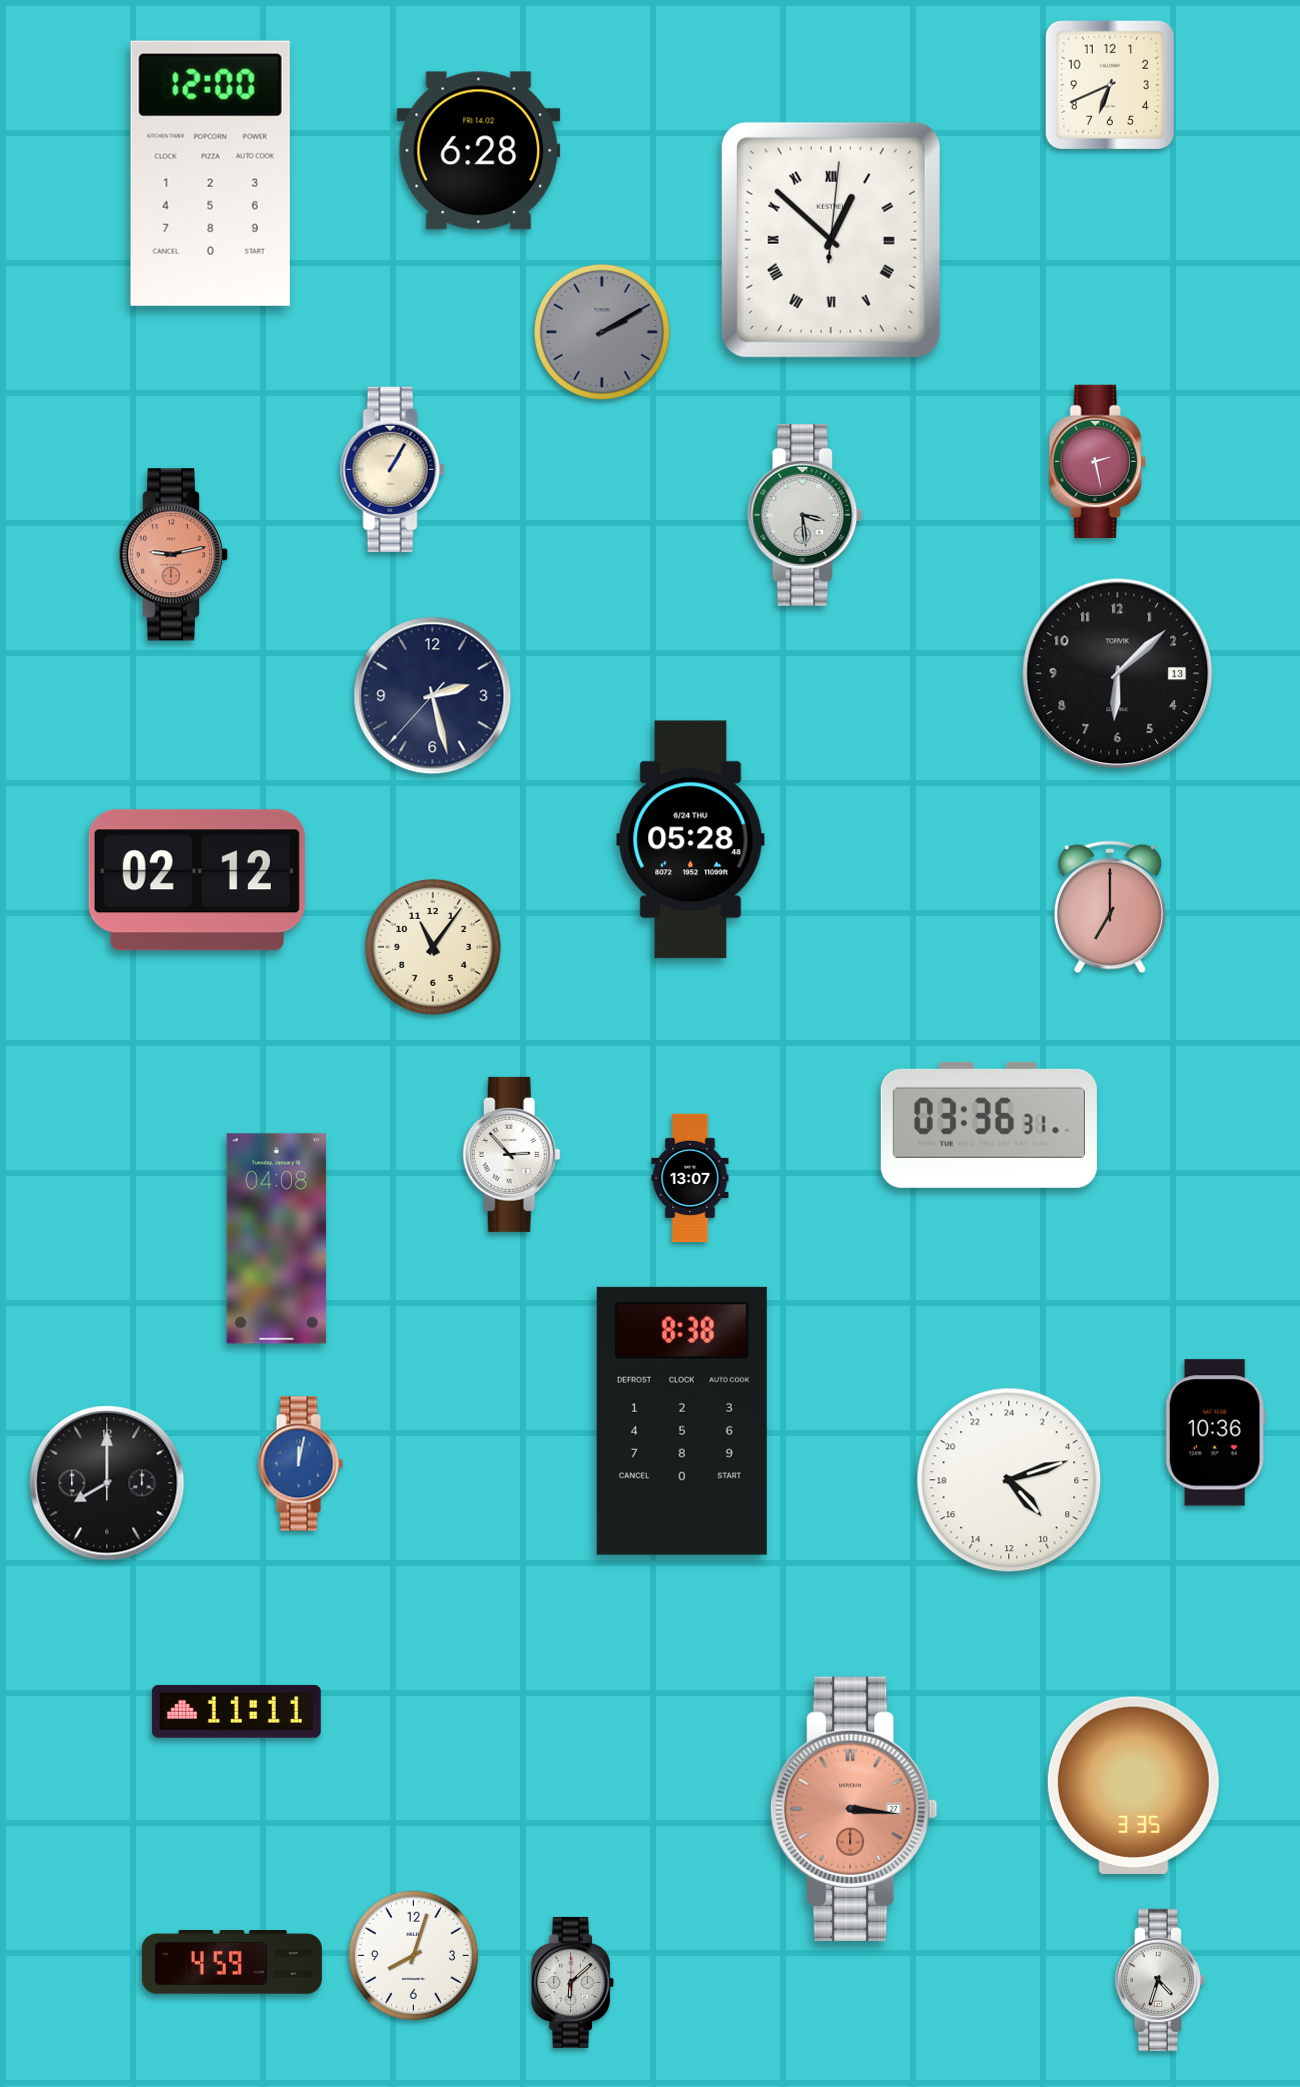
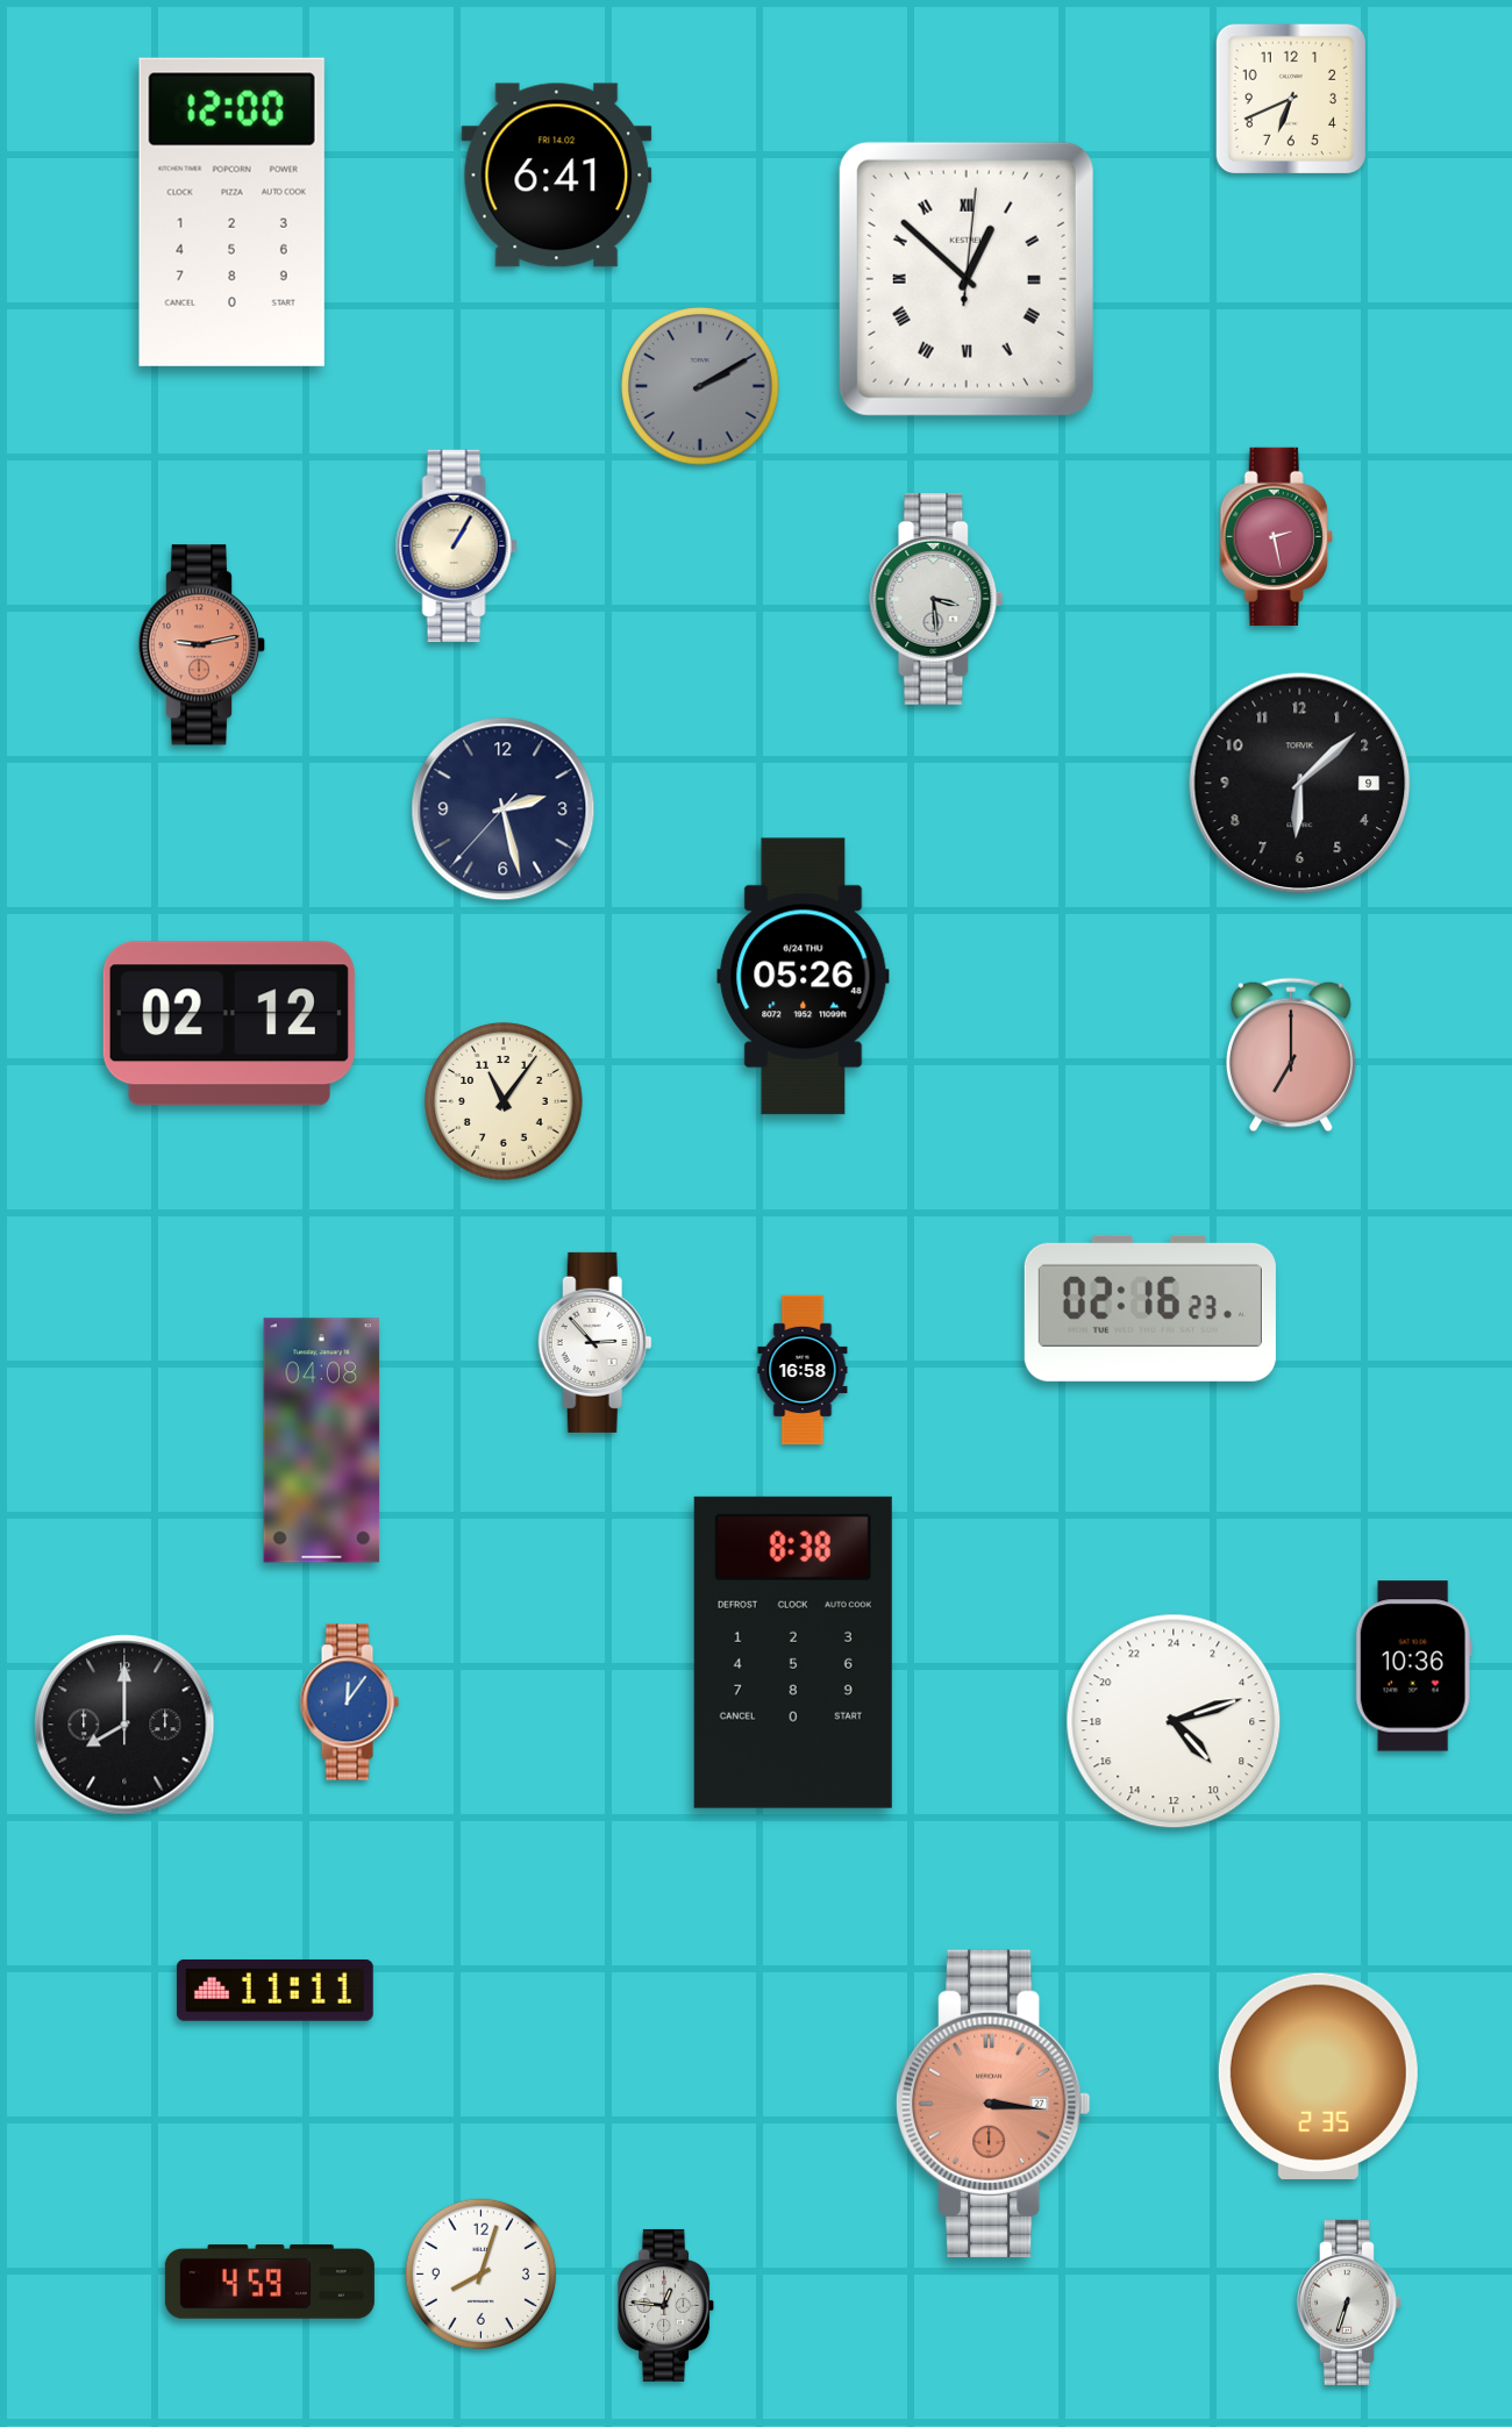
clock at (479, 151): 6:28 -> 6:41
clock at (210, 173) position: (210, 173) -> (231, 212)
clock at (1118, 674) date: 13 -> 9
clock at (691, 840): 05:28 -> 05:26
clock at (989, 1125): 03:36 -> 02:16
clock at (690, 1178): 13:07 -> 16:58
clock at (300, 1464): 12:02 -> 12:06
clock at (1133, 1785): 3:35 -> 2:35
clock at (1160, 1980): 4:33 -> 6:33
clock at (573, 1982): 6:08 -> 12:46
